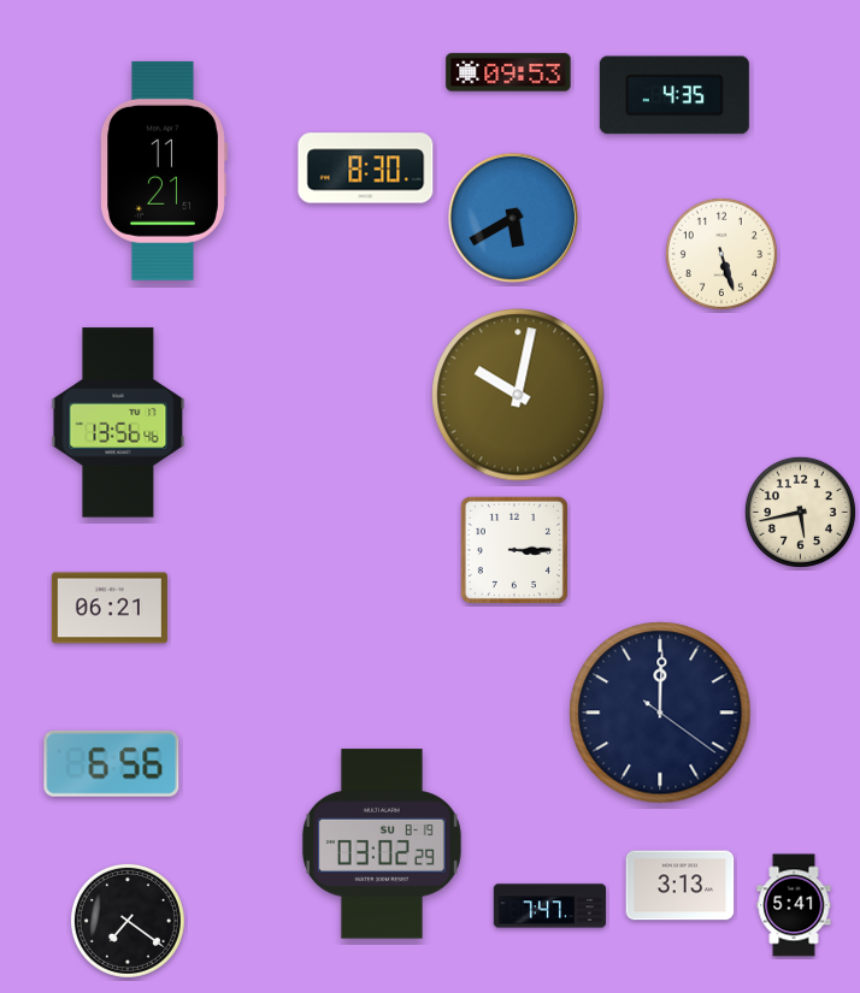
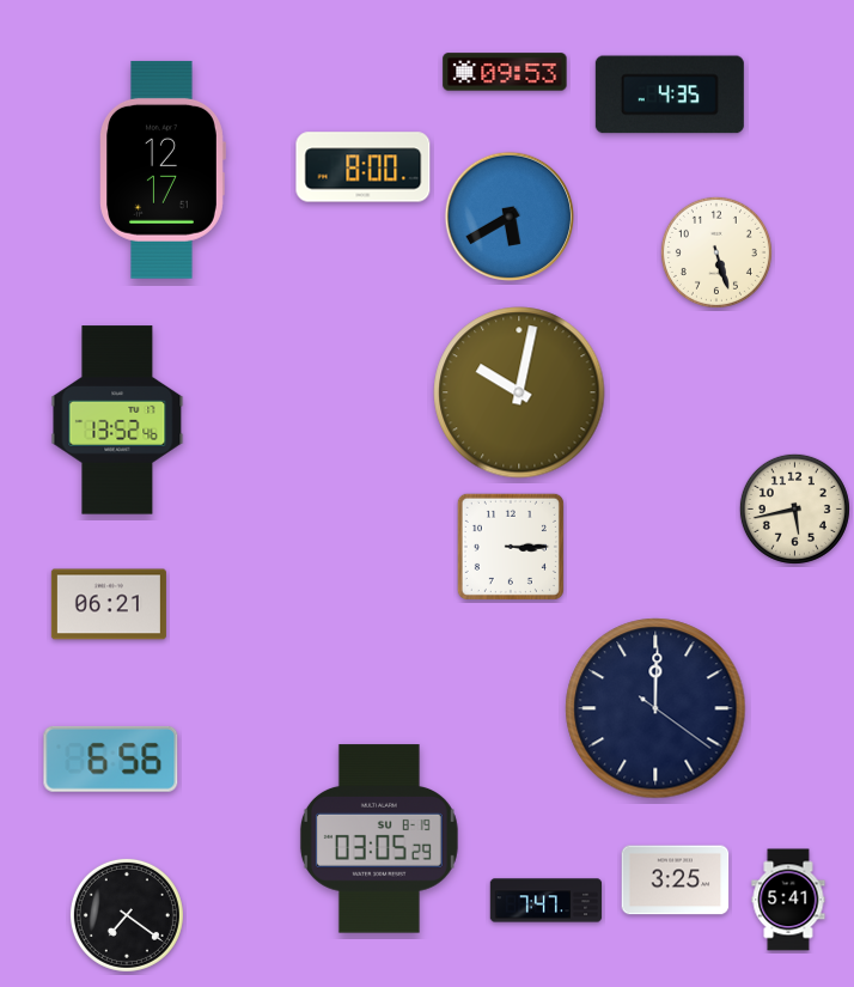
clock at (366, 169): 8:30 -> 8:00
clock at (164, 171): 11:21 -> 12:17
clock at (518, 395) position: (518, 395) -> (519, 392)
clock at (118, 422): 13:56 -> 13:52
clock at (382, 844): 03:02 -> 03:05
clock at (681, 886): 3:13 -> 3:25
